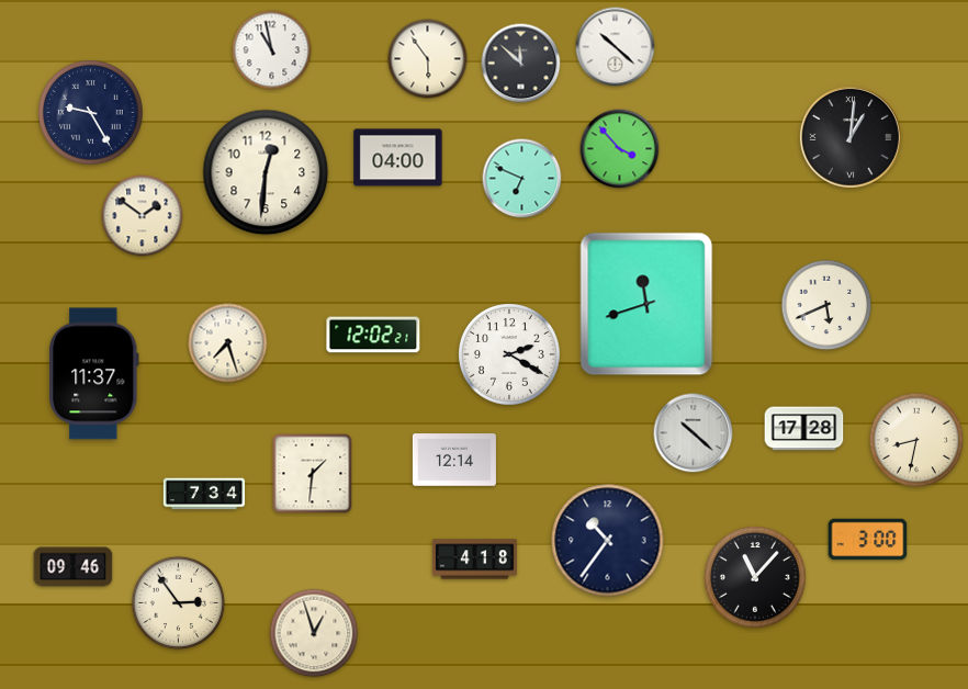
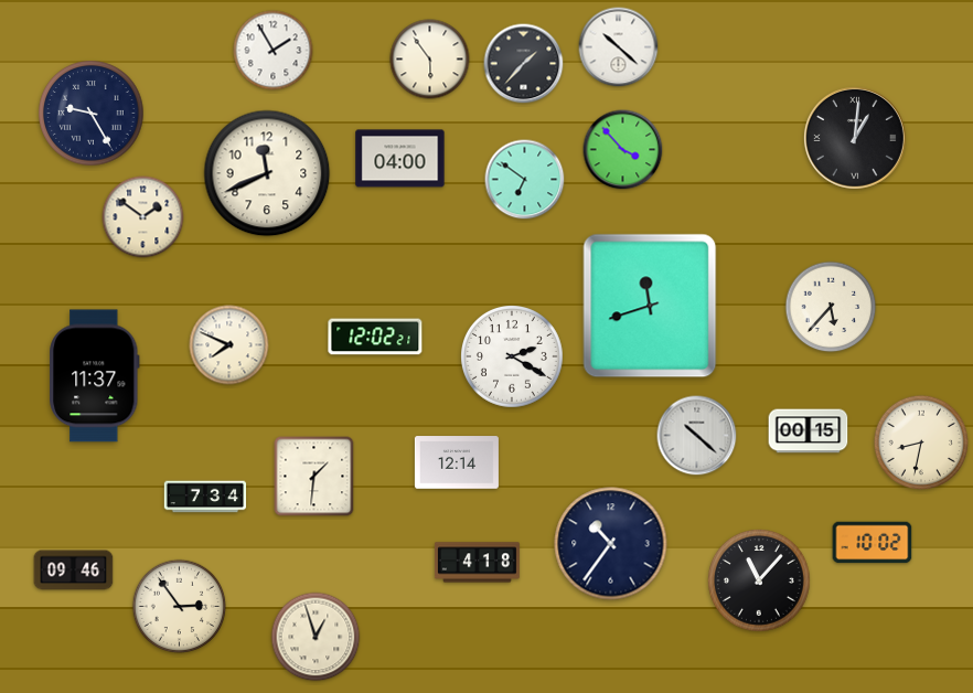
clock at (272, 50): 10:58 -> 1:55
clock at (521, 64): 11:52 -> 1:37
clock at (266, 172): 12:31 -> 11:41
clock at (522, 179): 6:49 -> 6:51
clock at (826, 305): 5:41 -> 5:37
clock at (228, 343): 7:27 -> 7:49
clock at (804, 429): 17:28 -> 00:15
clock at (868, 540): 3:00 -> 10:02
